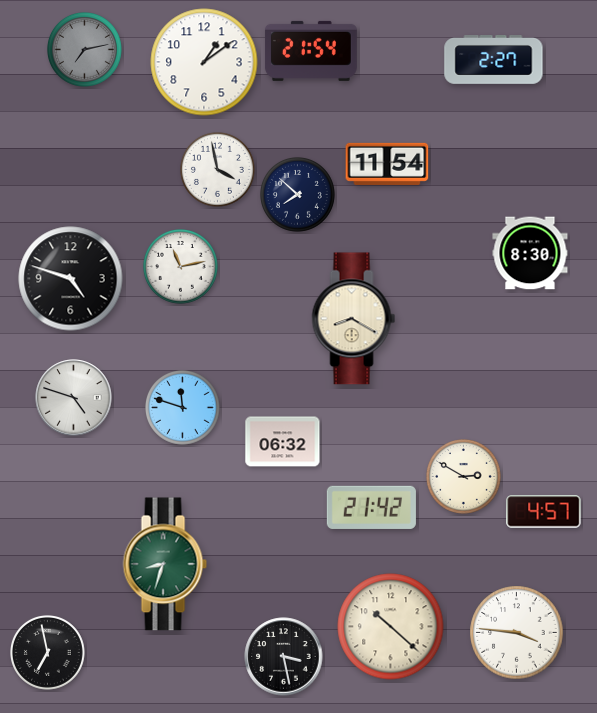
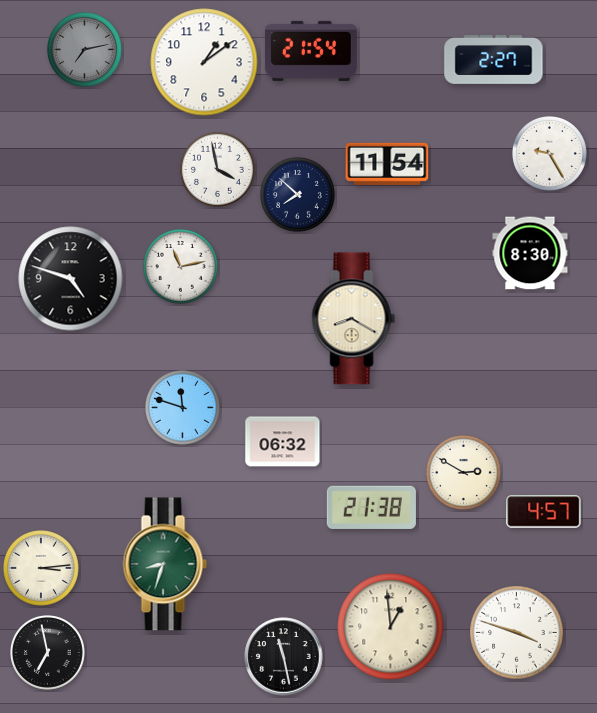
clock at (550, 154): none -> 9:25
clock at (74, 398): 4:48 -> none
clock at (464, 477) position: (464, 477) -> (464, 473)
clock at (371, 507): 21:42 -> 21:38
clock at (42, 569): none -> 3:14
clock at (391, 627): 10:22 -> 12:59
clock at (517, 633): 3:46 -> 3:48
clock at (284, 657): 3:28 -> 11:28
